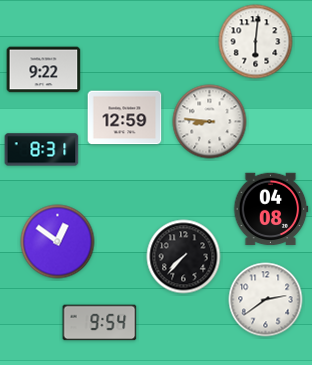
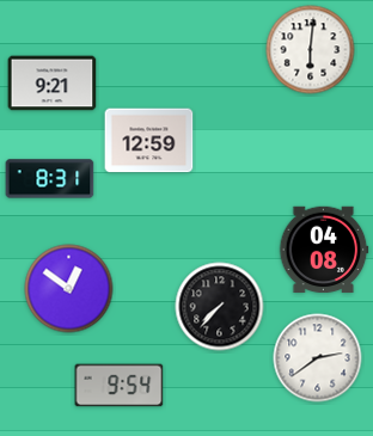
clock at (256, 42) position: (256, 42) -> (311, 50)
clock at (44, 70): 9:22 -> 9:21
clock at (210, 122): 8:46 -> none
